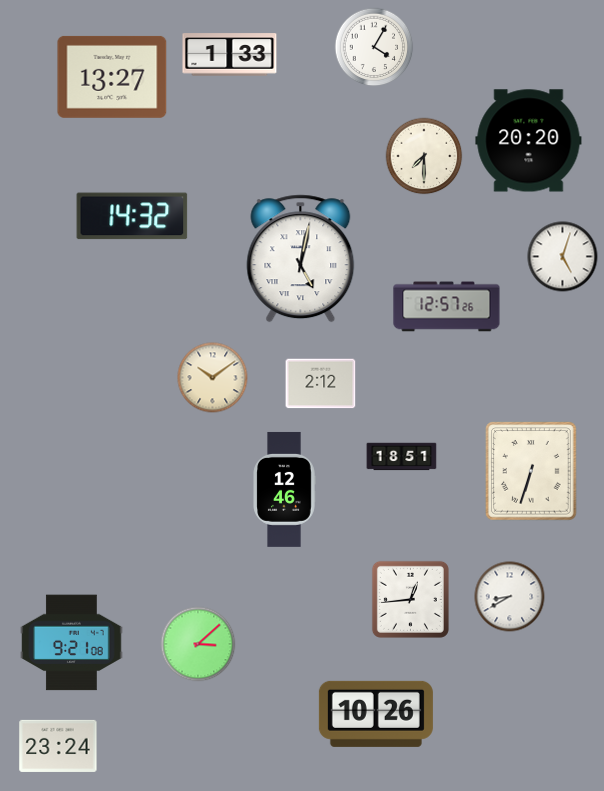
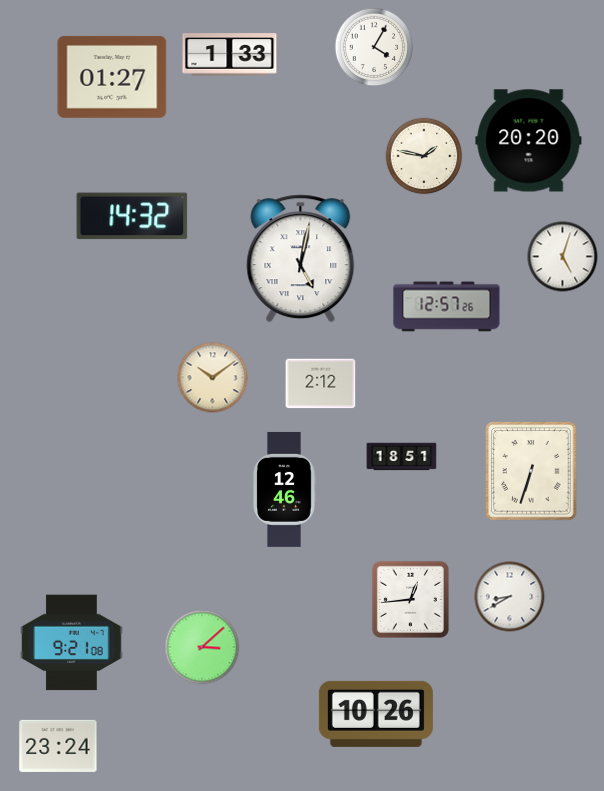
clock at (112, 77): 13:27 -> 01:27
clock at (424, 156): 7:30 -> 1:47
clock at (198, 644) position: (198, 644) -> (202, 647)
